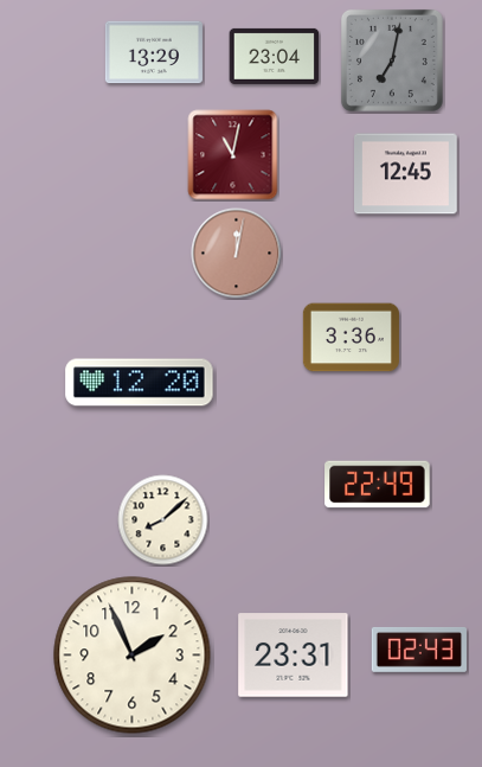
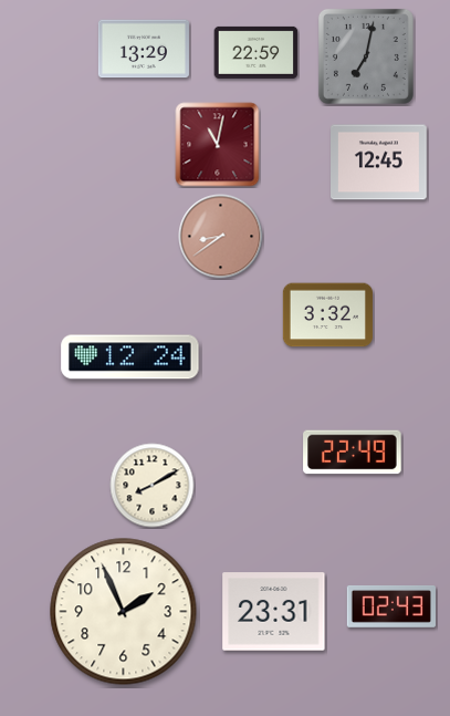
clock at (275, 56): 23:04 -> 22:59
clock at (237, 254): 12:02 -> 8:39
clock at (351, 338): 3:36 -> 3:32
clock at (140, 383): 12:20 -> 12:24
clock at (163, 520): 8:08 -> 8:10
